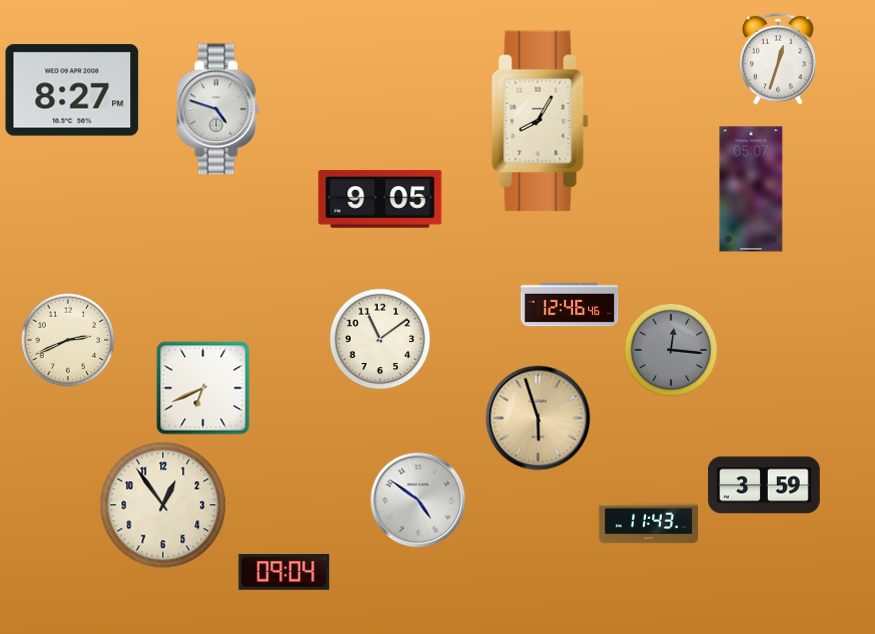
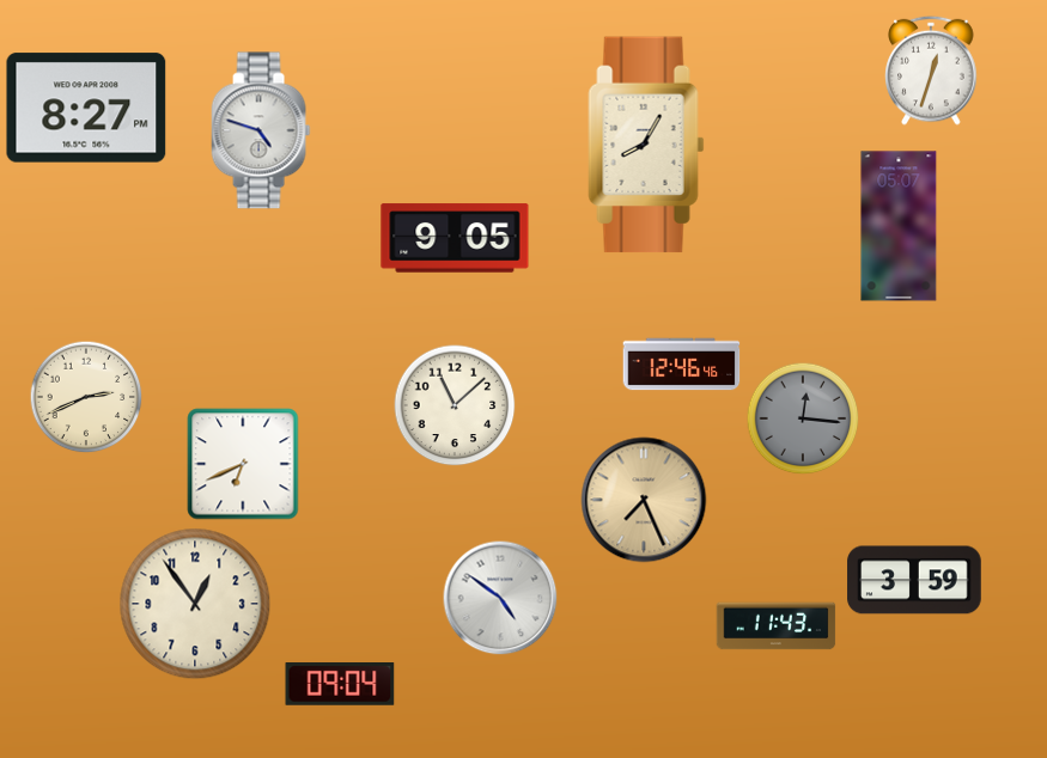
clock at (380, 339): 11:09 -> 11:08
clock at (68, 340) position: (68, 340) -> (86, 397)
clock at (538, 418): 5:57 -> 7:26
